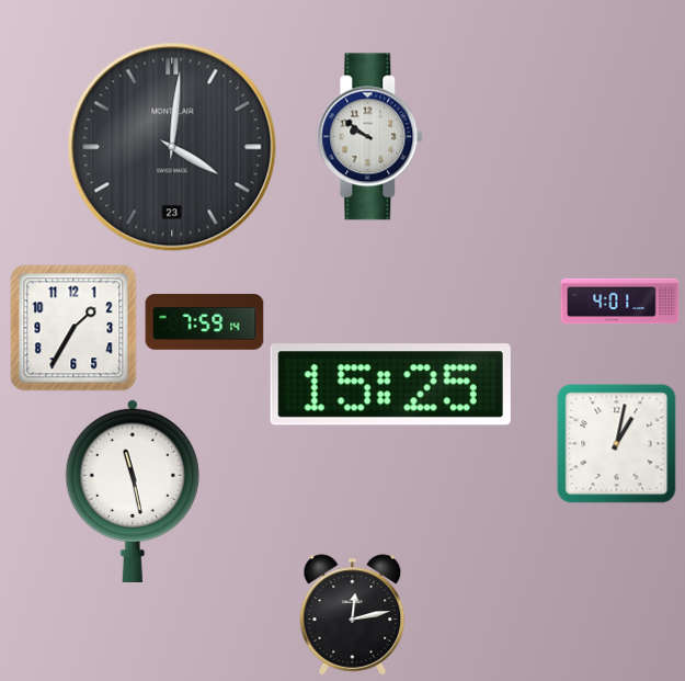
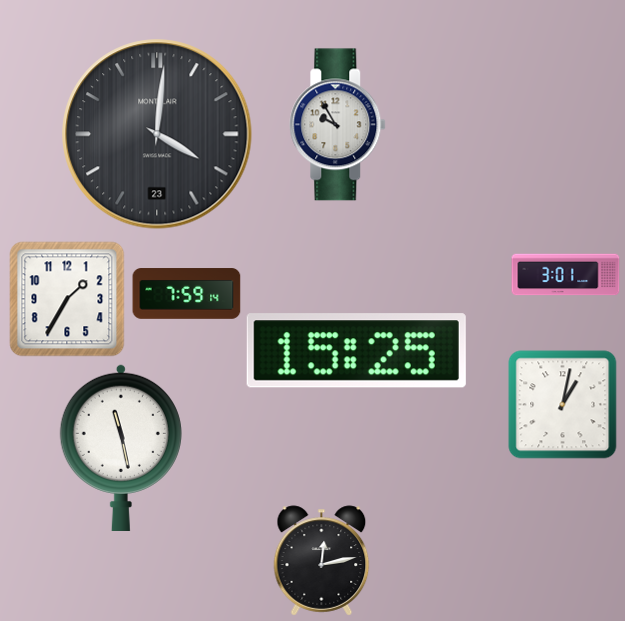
clock at (370, 137): 9:51 -> 9:55
clock at (620, 302): 4:01 -> 3:01
